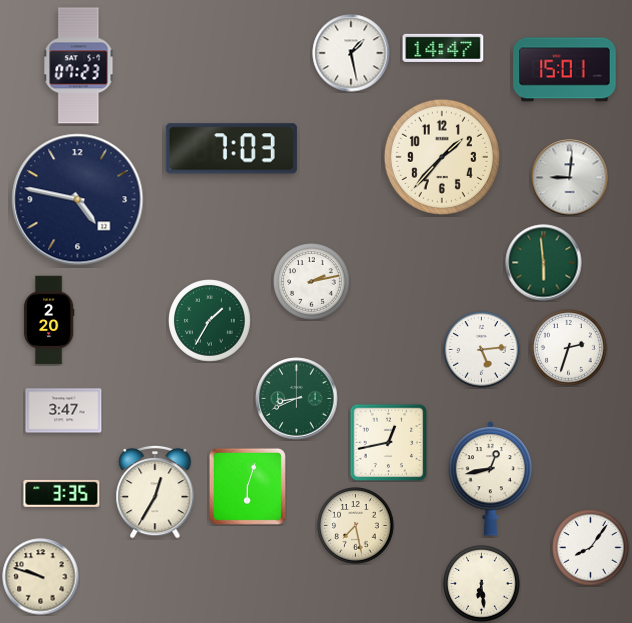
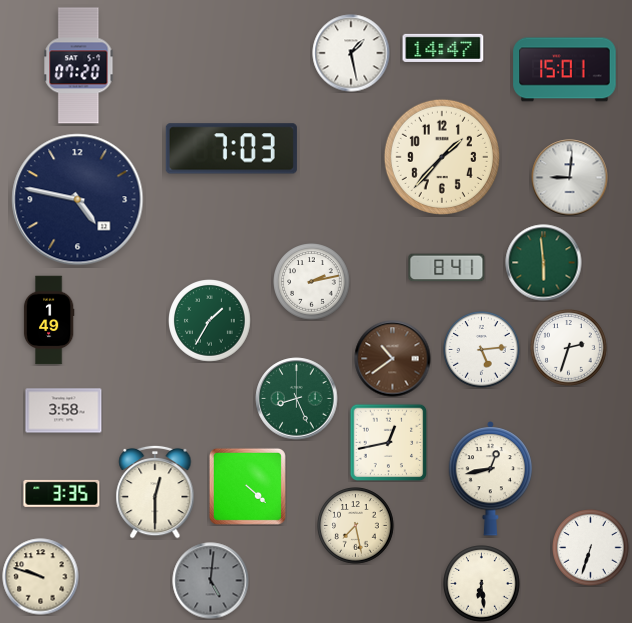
clock at (79, 66): 07:23 -> 07:20
clock at (447, 268): none -> 8:41
clock at (49, 320): 2:20 -> 1:49
clock at (393, 359): none -> 10:39
clock at (297, 399): 8:41 -> 8:26
clock at (64, 411): 3:47 -> 3:58
clock at (247, 486): 6:03 -> 4:22
clock at (155, 492): 12:35 -> 12:30
clock at (591, 548): 8:06 -> 6:33
clock at (211, 581): none -> 5:01
